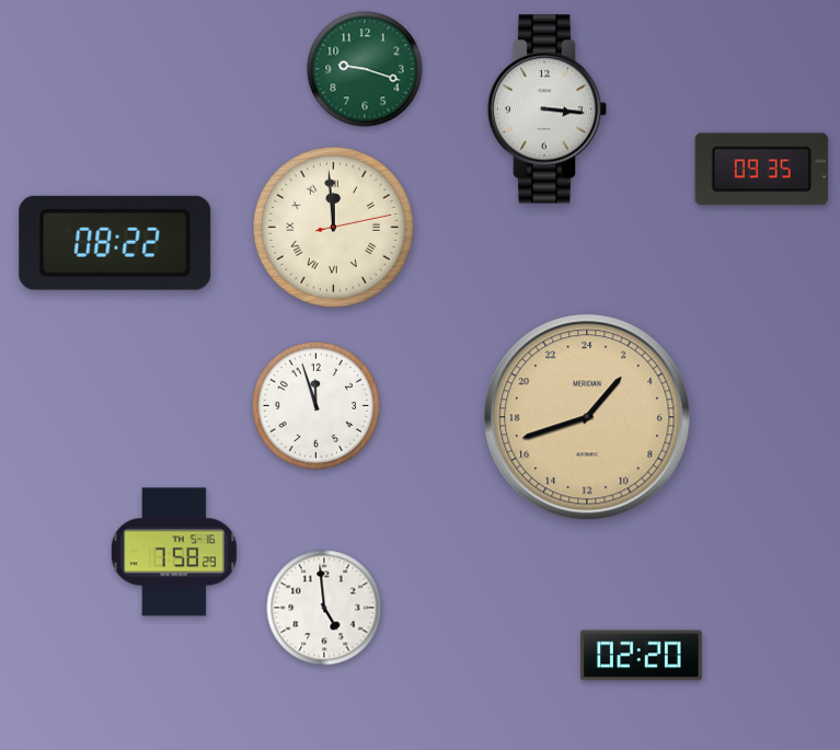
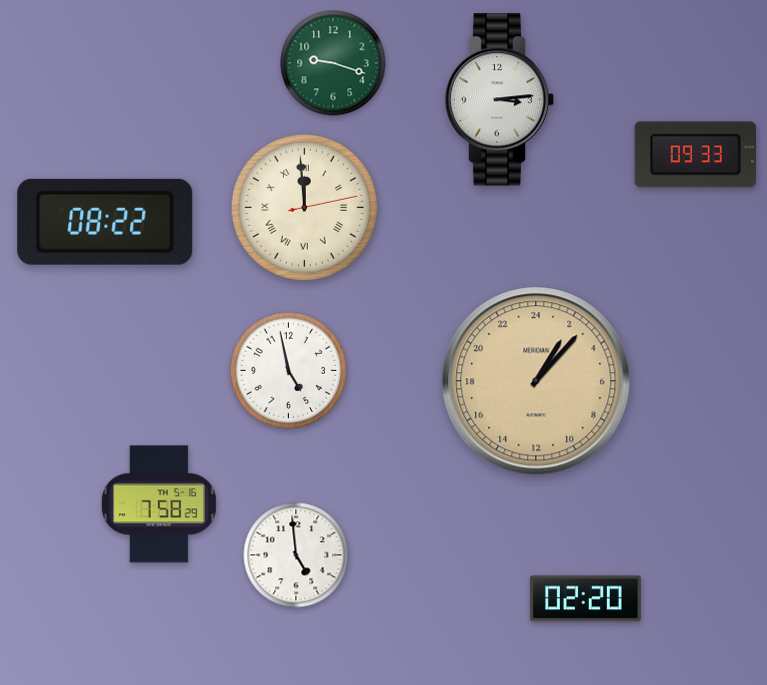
clock at (548, 109): 3:16 -> 3:14
clock at (761, 170): 09:35 -> 09:33
clock at (317, 406): 11:57 -> 4:58
clock at (587, 417): 2:42 -> 2:07
